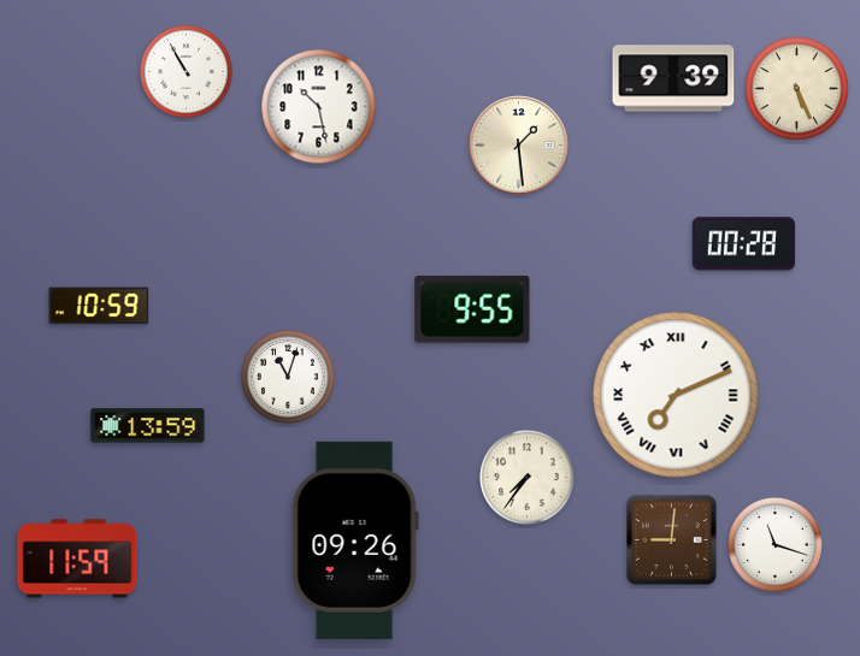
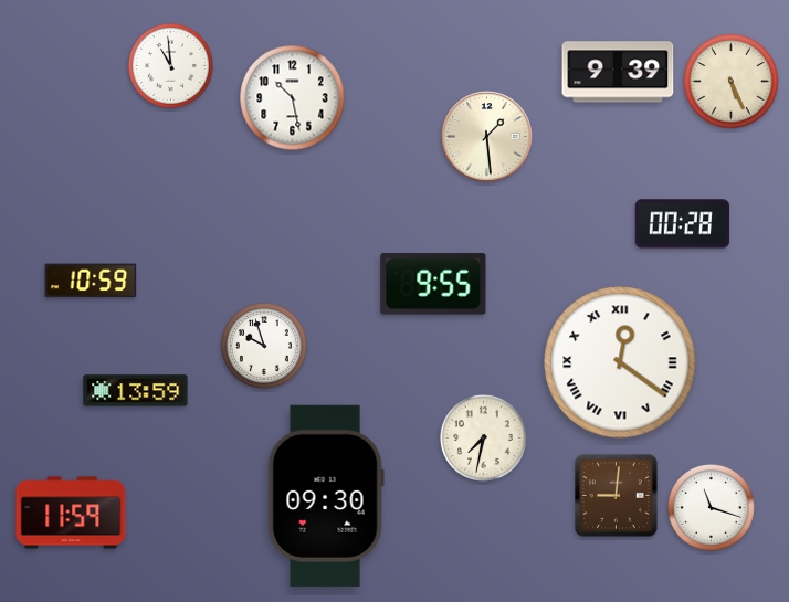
clock at (185, 71): 10:55 -> 10:59
clock at (519, 146) position: (519, 146) -> (487, 137)
clock at (288, 377): 11:03 -> 9:57
clock at (676, 395): 7:11 -> 12:21
clock at (528, 478): 7:36 -> 7:32
clock at (355, 540): 09:26 -> 09:30
clock at (776, 545) position: (776, 545) -> (712, 508)
